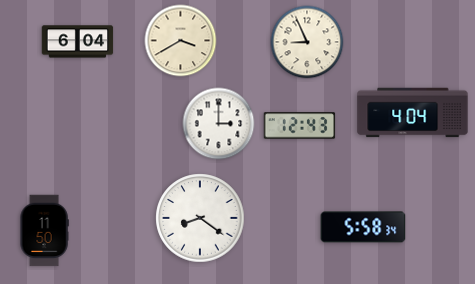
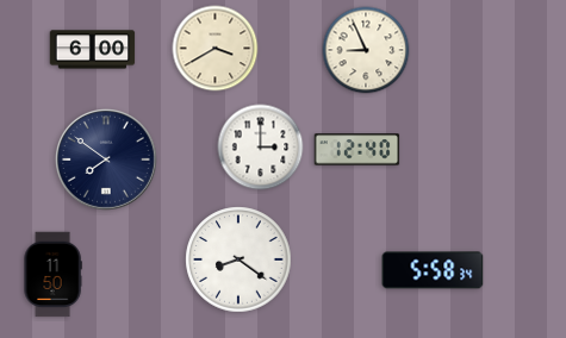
clock at (78, 42): 6:04 -> 6:00
clock at (413, 113): 4:04 -> none
clock at (300, 126): 12:43 -> 12:40
clock at (107, 161): none -> 7:51
